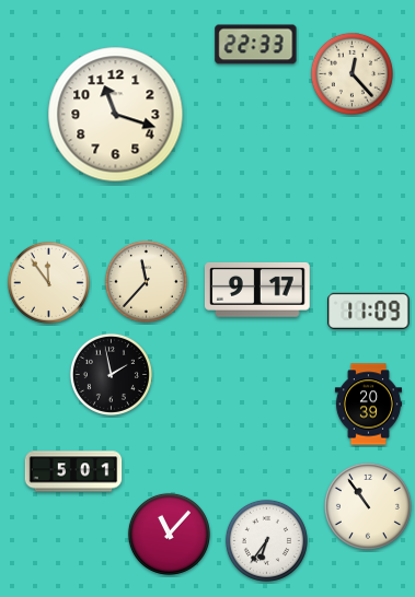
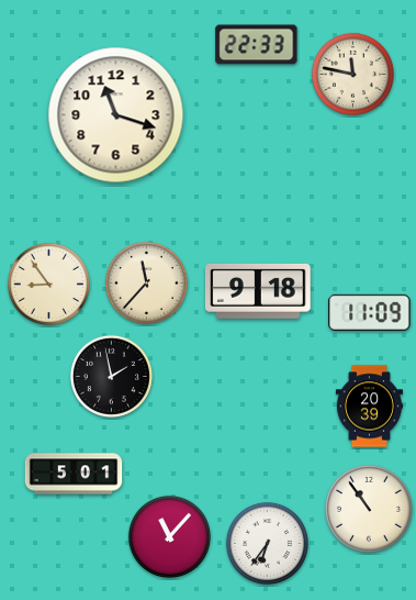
clock at (351, 73): 12:23 -> 11:47
clock at (48, 282): 11:54 -> 8:54
clock at (258, 290): 9:17 -> 9:18
